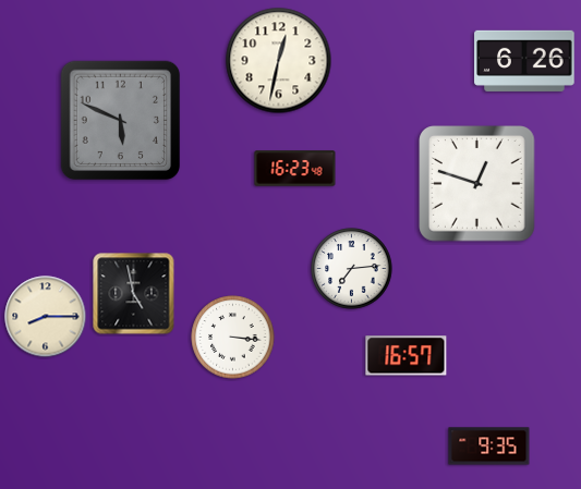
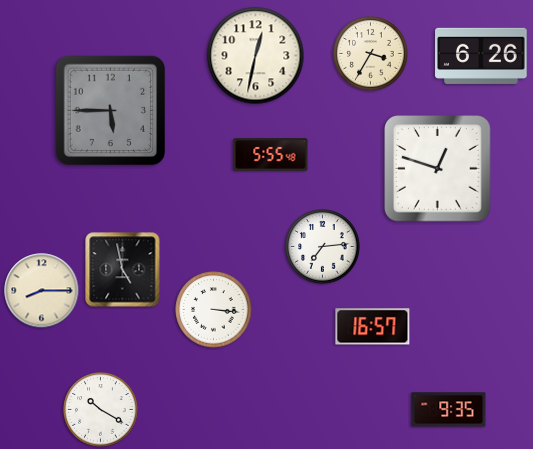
clock at (371, 54): none -> 3:35
clock at (121, 121): 5:49 -> 5:45
clock at (295, 169): 16:23 -> 5:55
clock at (101, 410): none -> 10:20
